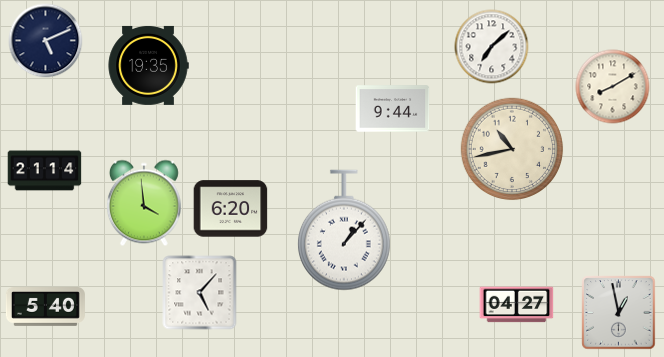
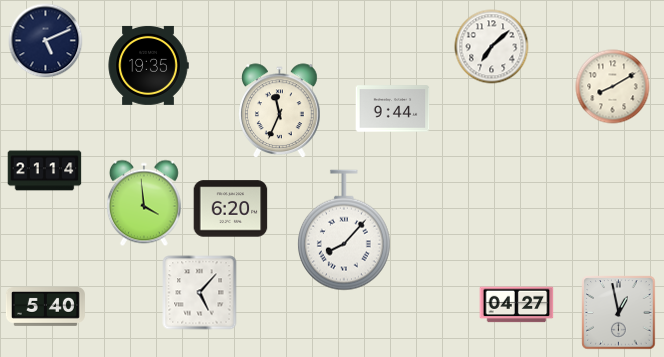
clock at (280, 110): none -> 11:34
clock at (512, 149): 10:43 -> none
clock at (344, 230): 1:07 -> 8:07
